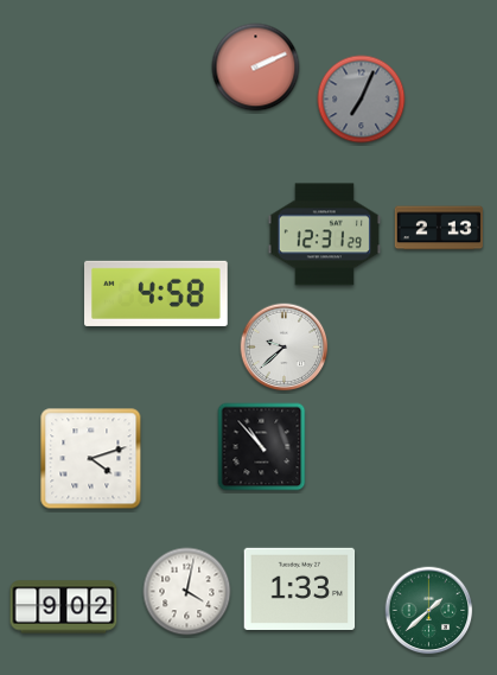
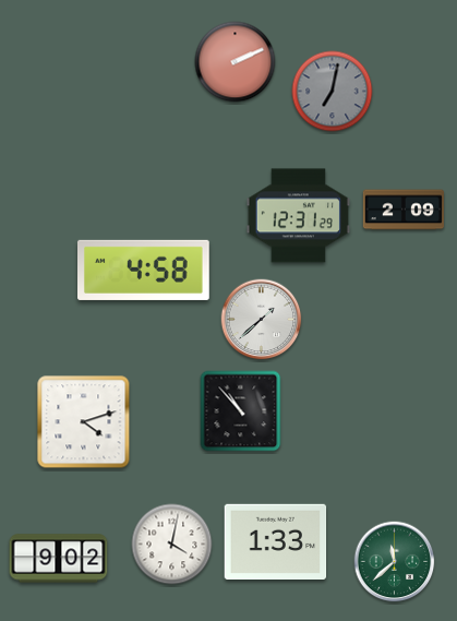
clock at (362, 100): 7:04 -> 7:02
clock at (439, 228): 2:13 -> 2:09
clock at (285, 348): 9:38 -> 1:38
clock at (429, 611): 1:38 -> 11:38
